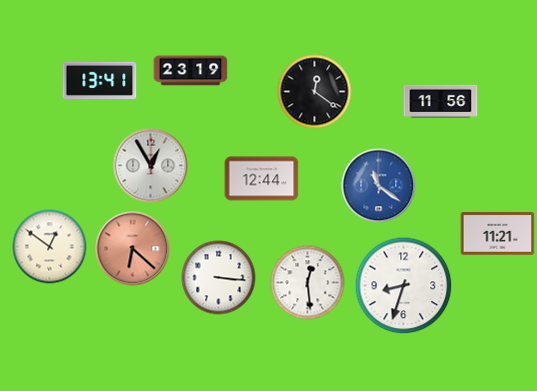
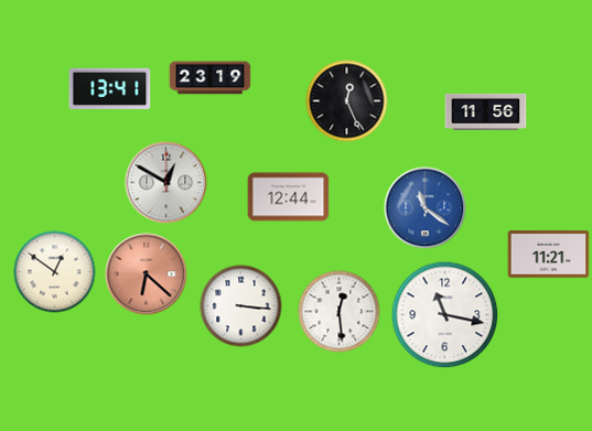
clock at (315, 92): 12:21 -> 12:26
clock at (151, 166): 12:55 -> 12:50
clock at (379, 186) position: (379, 186) -> (426, 208)
clock at (498, 234) position: (498, 234) -> (549, 255)
clock at (404, 286): 8:33 -> 11:17
